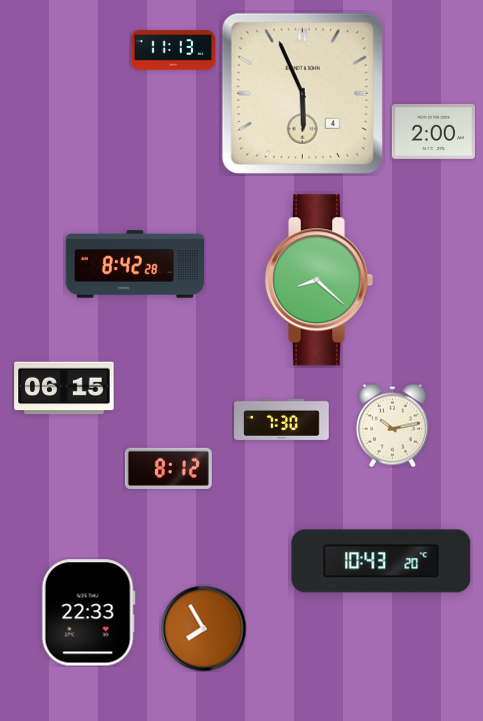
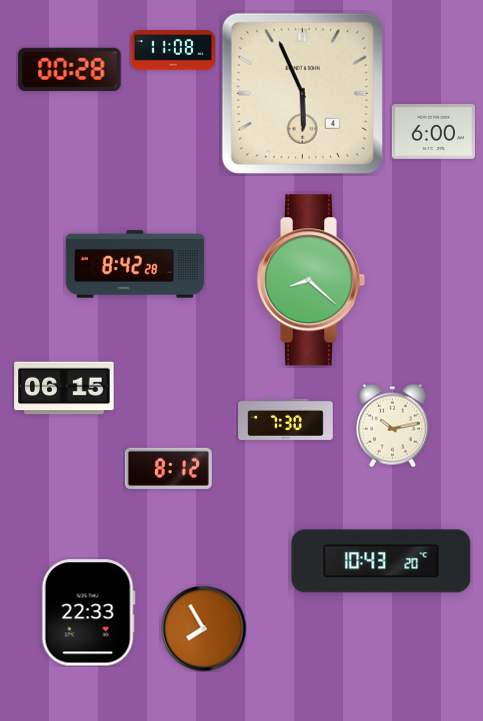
clock at (172, 50): 11:13 -> 11:08
clock at (70, 69): none -> 00:28
clock at (433, 131): 2:00 -> 6:00
clock at (319, 280) position: (319, 280) -> (311, 280)
clock at (282, 419) position: (282, 419) -> (286, 419)
